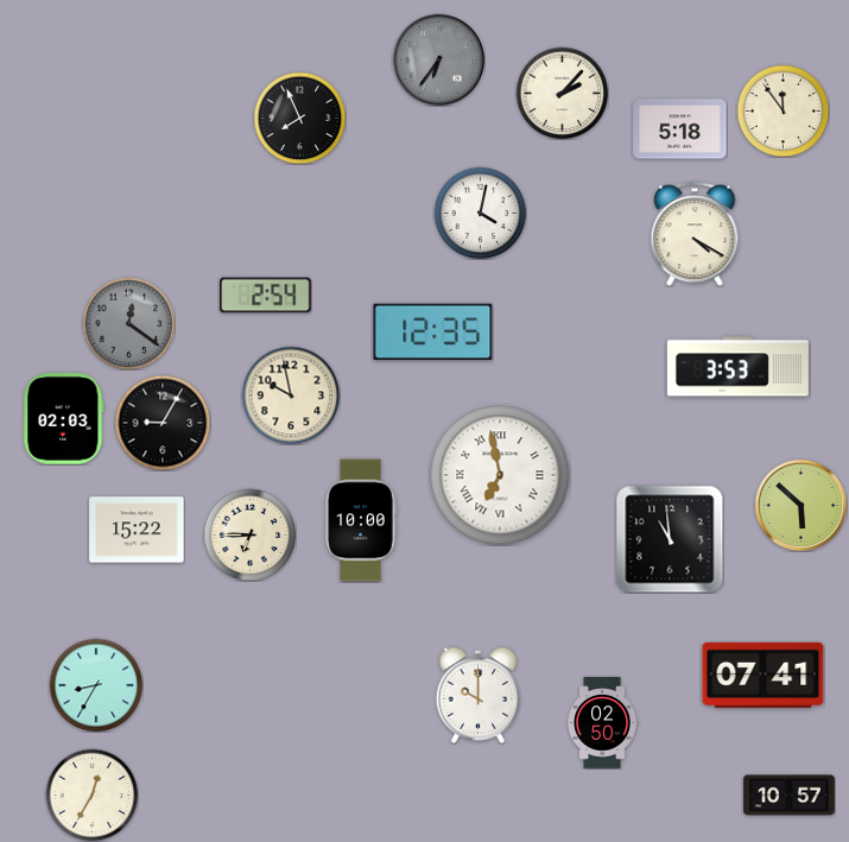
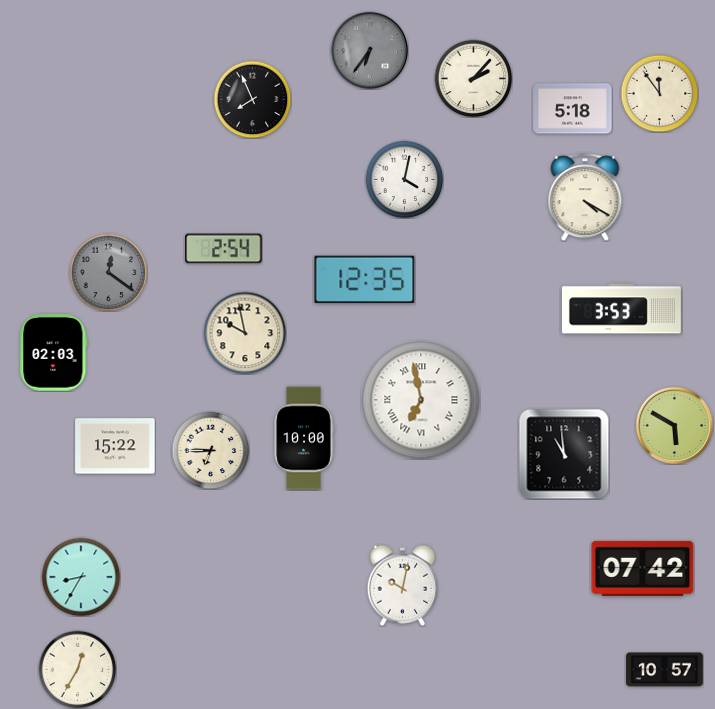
clock at (163, 423): 9:05 -> none
clock at (800, 505): 5:52 -> 5:50
clock at (764, 675): 07:41 -> 07:42
clock at (479, 695): 10:00 -> 10:02
clock at (602, 723): 02:50 -> none
